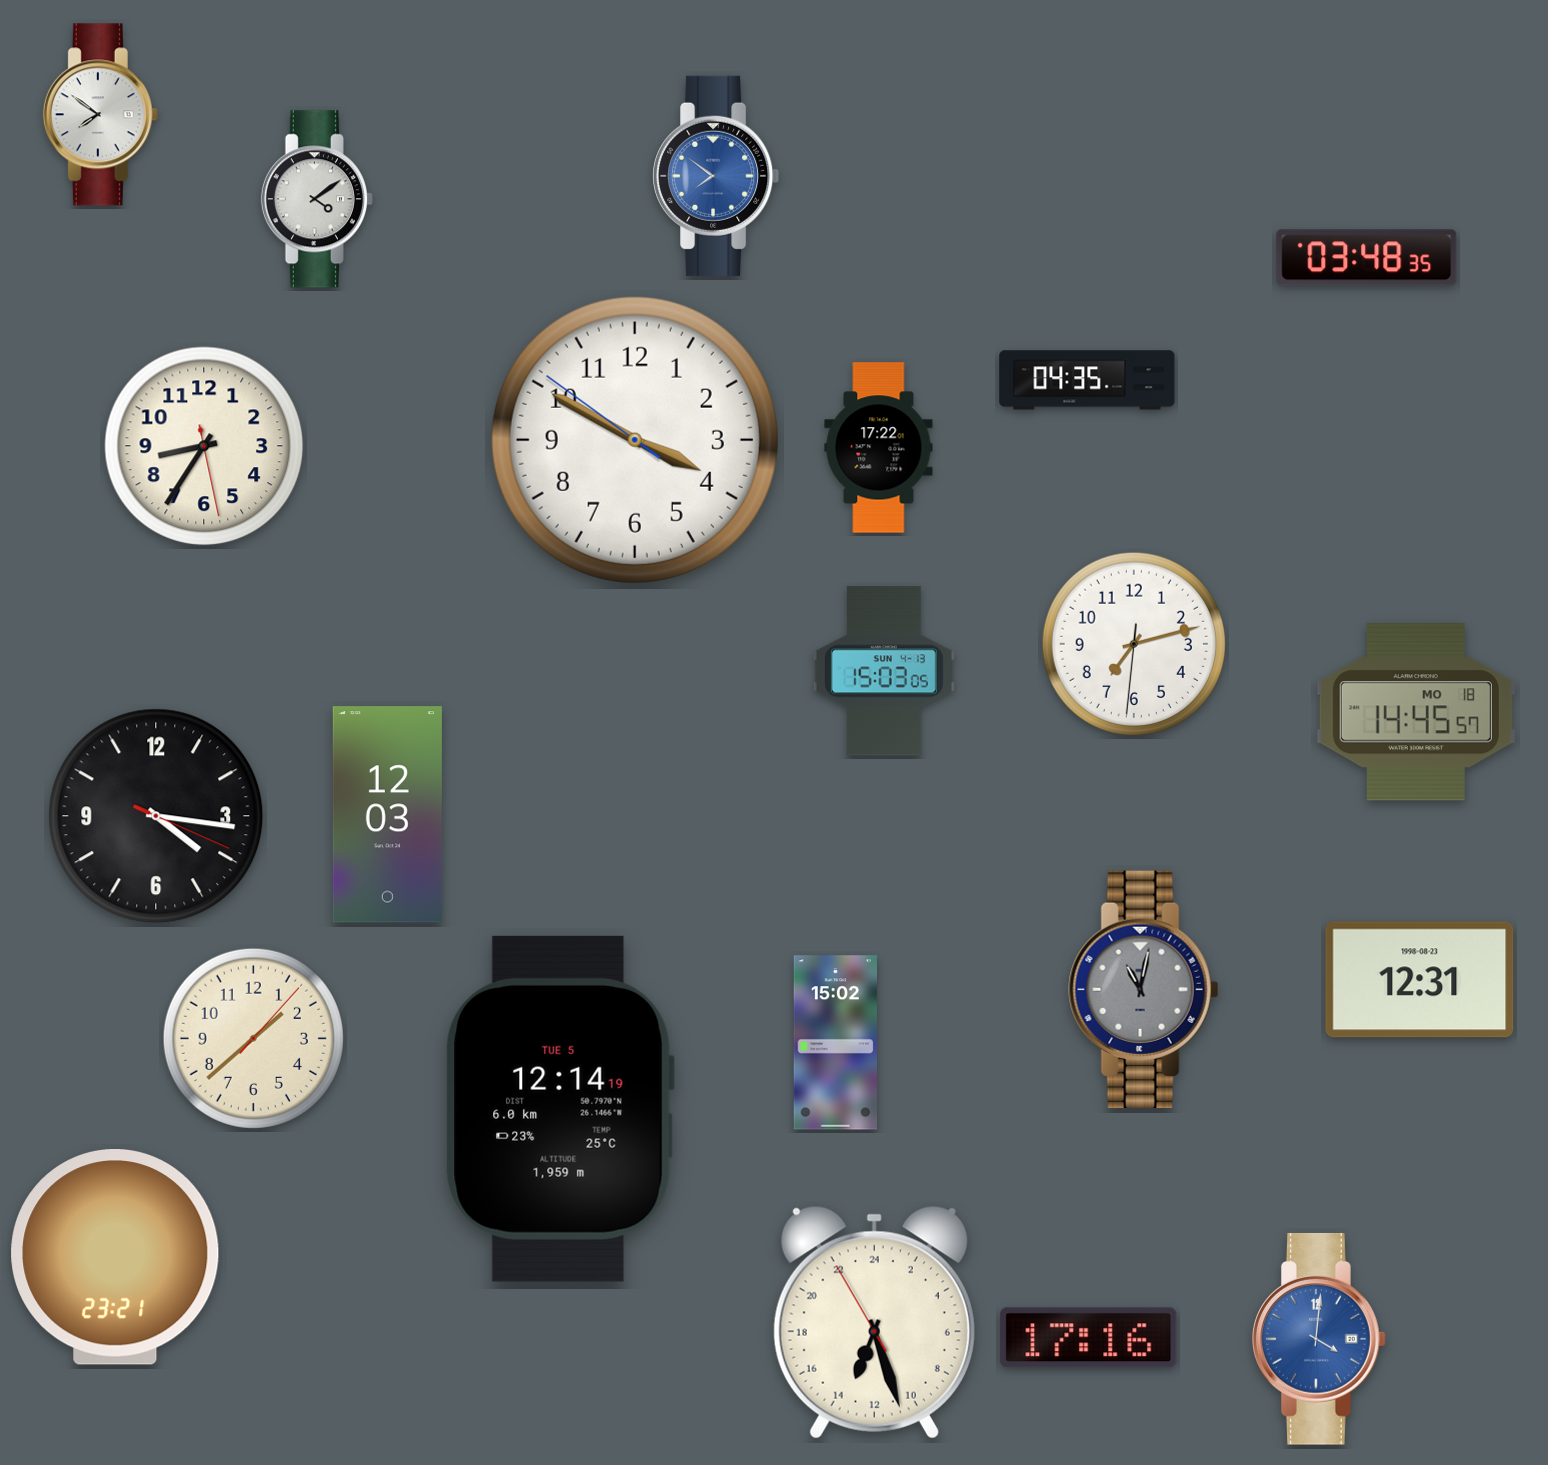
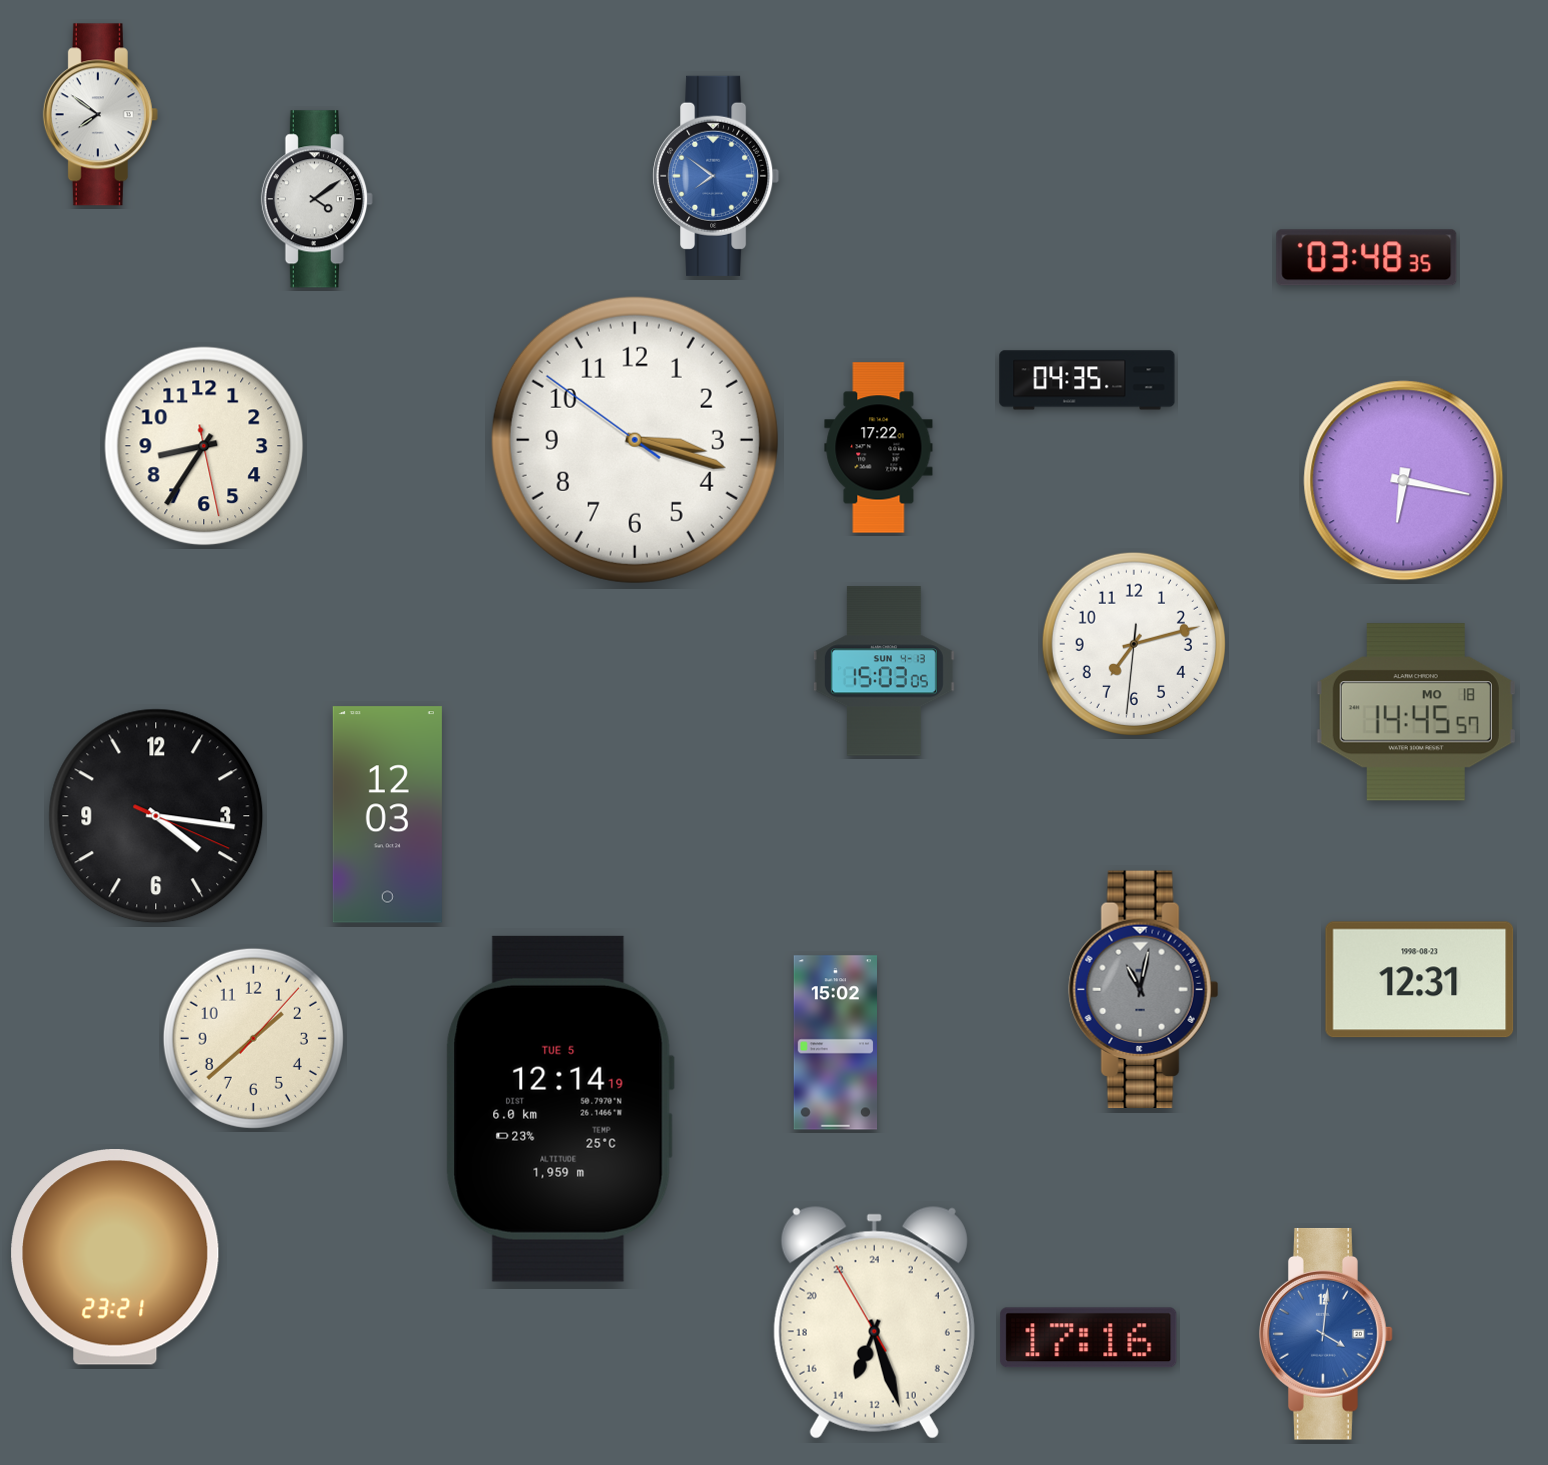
clock at (635, 440): 3:49 -> 3:17
clock at (1404, 481): none -> 6:17
clock at (1320, 1339) position: (1320, 1339) -> (1327, 1334)
